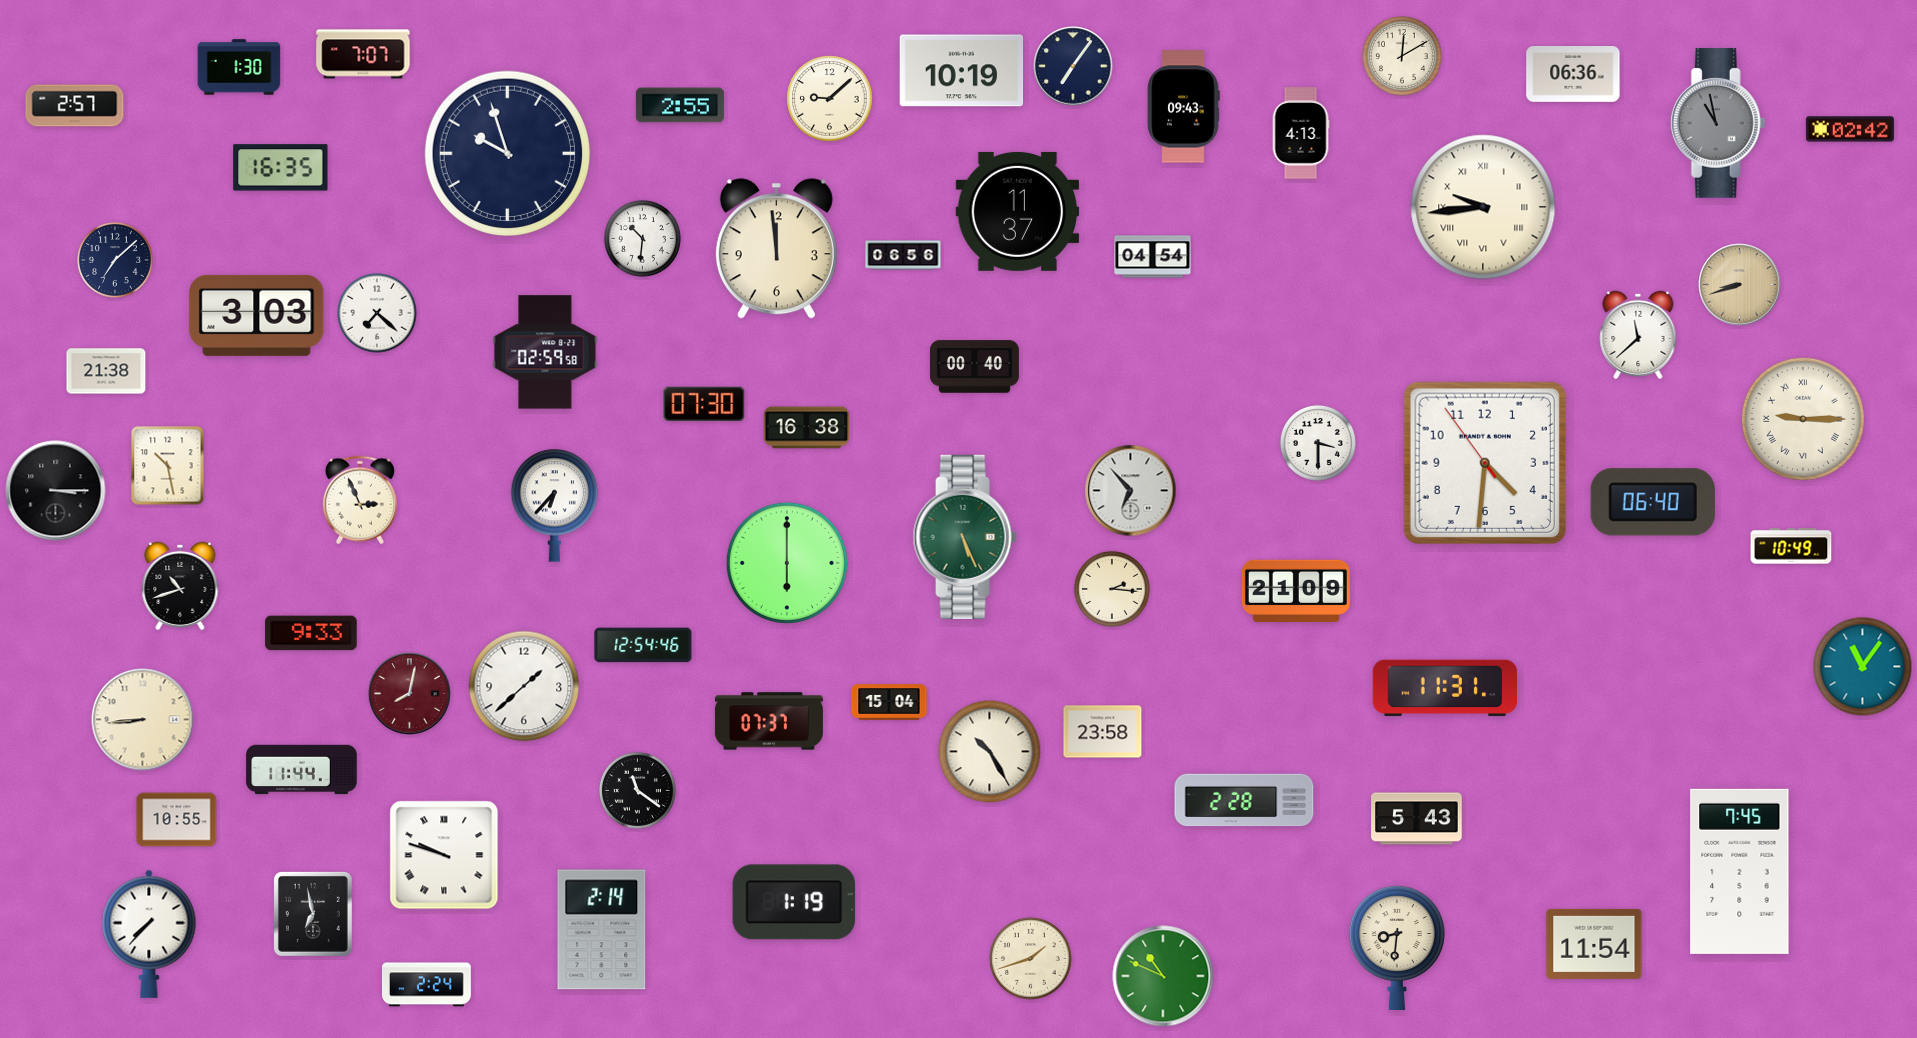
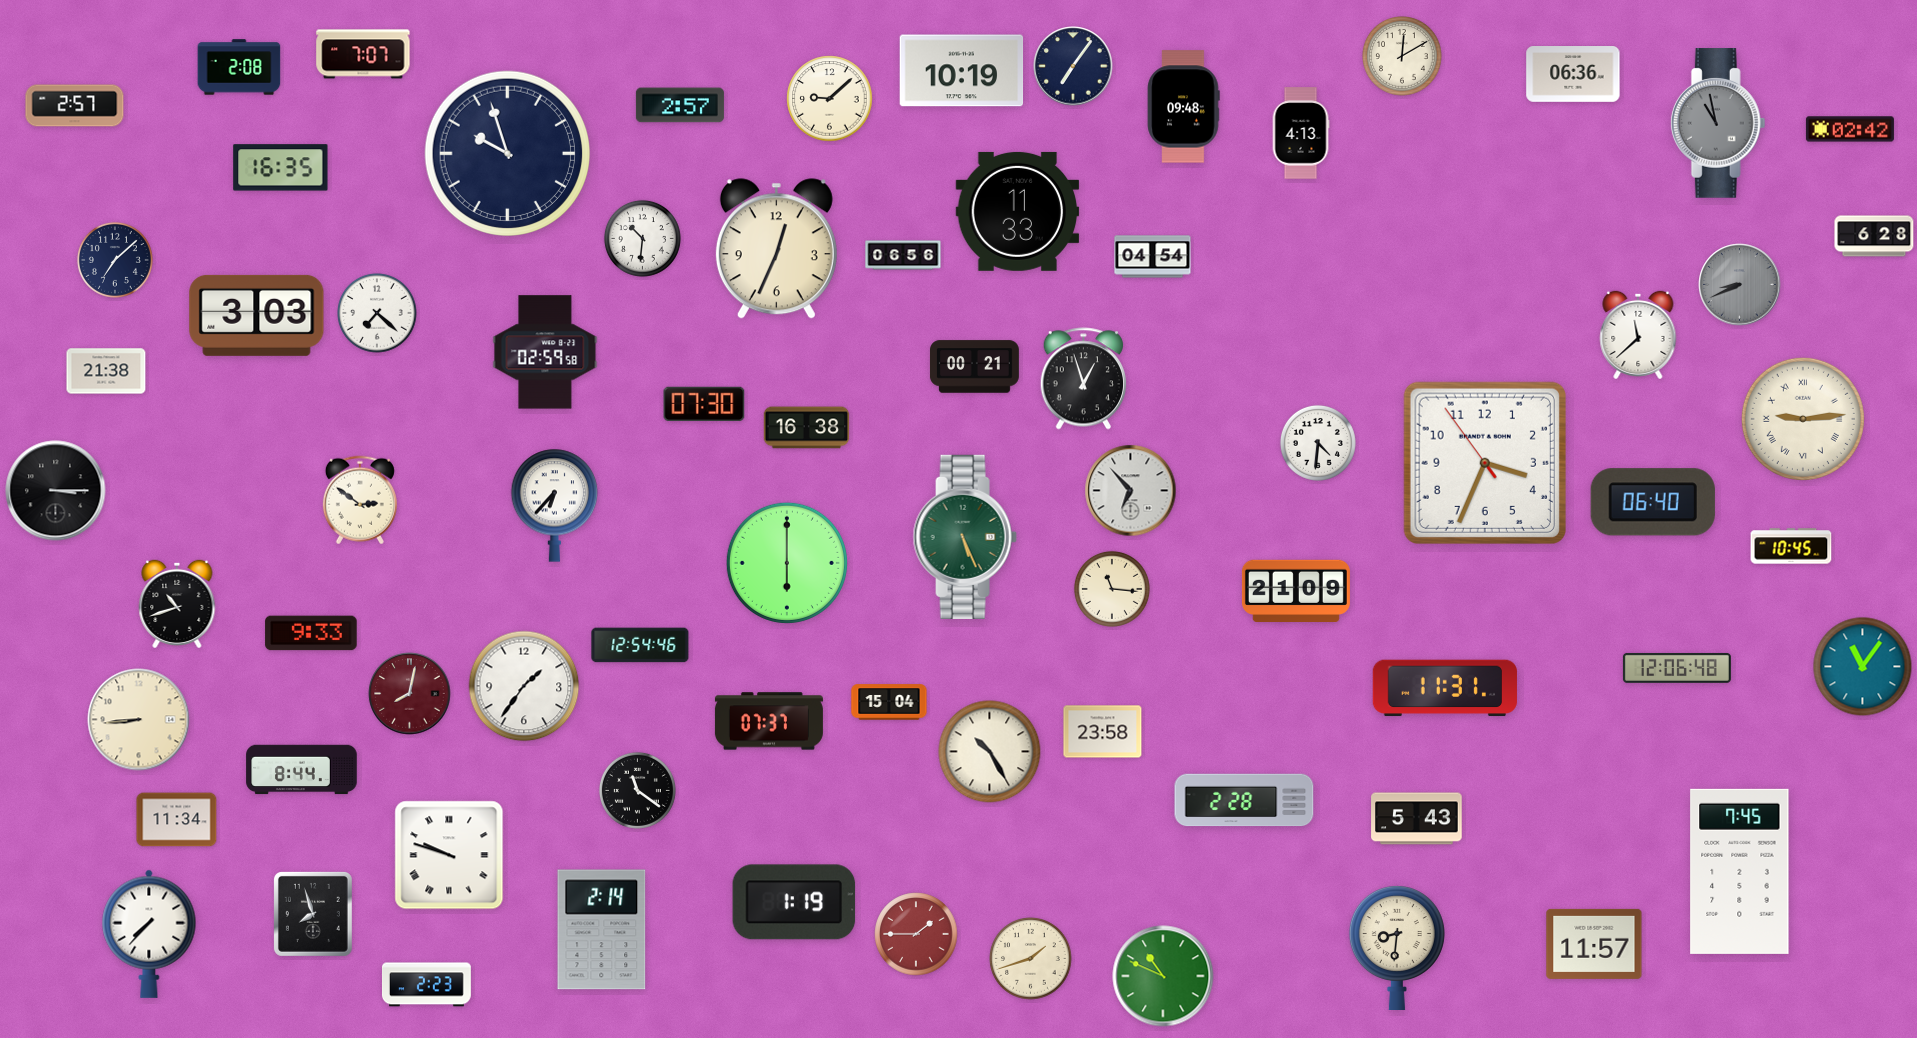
clock at (239, 67): 1:30 -> 2:08
clock at (680, 105): 2:55 -> 2:57
clock at (1183, 107): 09:43 -> 09:48
clock at (1483, 207): 9:44 -> none
clock at (1018, 211): 11:37 -> 11:33
clock at (1874, 236): none -> 6:28
clock at (776, 249): 11:59 -> 12:34
clock at (1740, 285): 8:42 -> 8:41
clock at (1740, 285) dial: champagne -> grey
clock at (974, 367): 00:40 -> 00:21
clock at (1083, 379): none -> 12:57
clock at (1803, 419): 9:15 -> 9:14
clock at (1318, 443): 3:30 -> 4:31
clock at (1485, 463): 4:30 -> 3:33
clock at (168, 466): 10:28 -> none
clock at (360, 500): 2:56 -> 2:51
clock at (1791, 546): 10:49 -> 10:45
clock at (180, 585) position: (180, 585) -> (177, 603)
clock at (1112, 589): 2:16 -> 11:16
clock at (643, 645) position: (643, 645) -> (640, 645)
clock at (1677, 668): none -> 12:06
clock at (524, 686): 1:38 -> 1:36
clock at (143, 720) position: (143, 720) -> (139, 720)
clock at (302, 770): 11:44 -> 8:44
clock at (177, 820): 10:55 -> 11:34
clock at (444, 855) position: (444, 855) -> (449, 855)
clock at (313, 914): 6:58 -> 7:57
clock at (916, 934): none -> 1:45
clock at (1594, 944): 11:54 -> 11:57
clock at (426, 985): 2:24 -> 2:23
